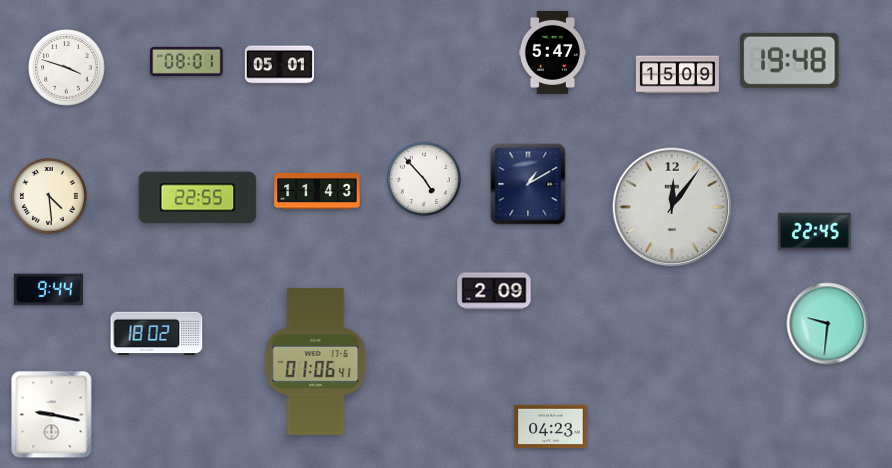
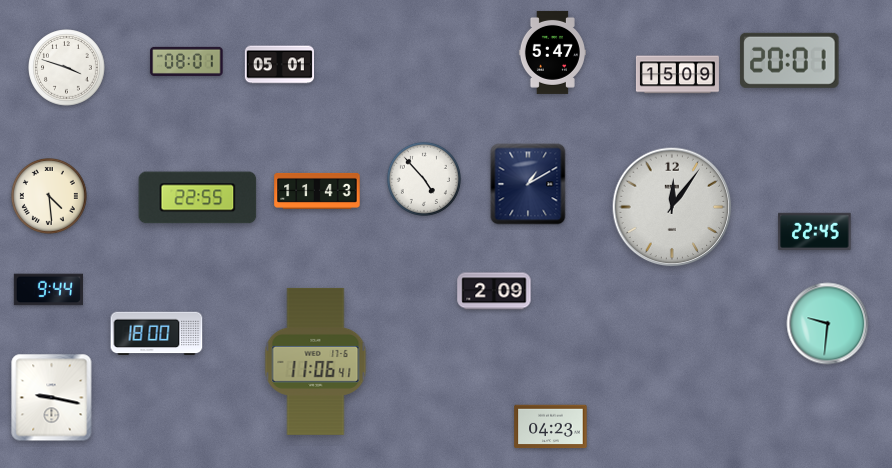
clock at (790, 60): 19:48 -> 20:01
clock at (157, 334): 18:02 -> 18:00
clock at (316, 361): 01:06 -> 11:06
clock at (52, 415) position: (52, 415) -> (52, 398)
